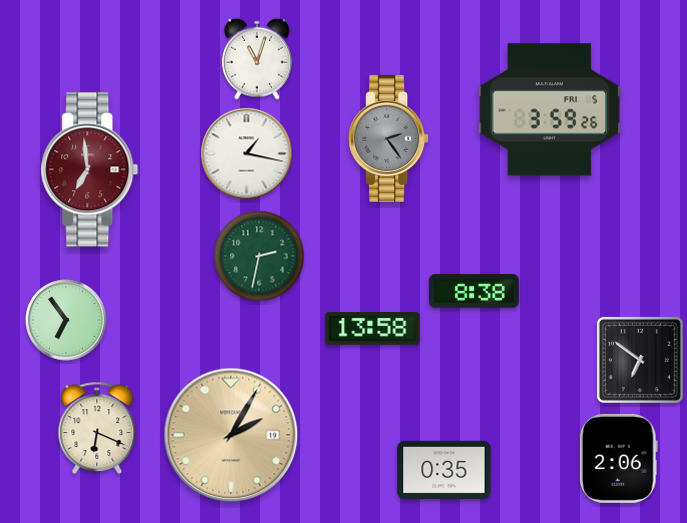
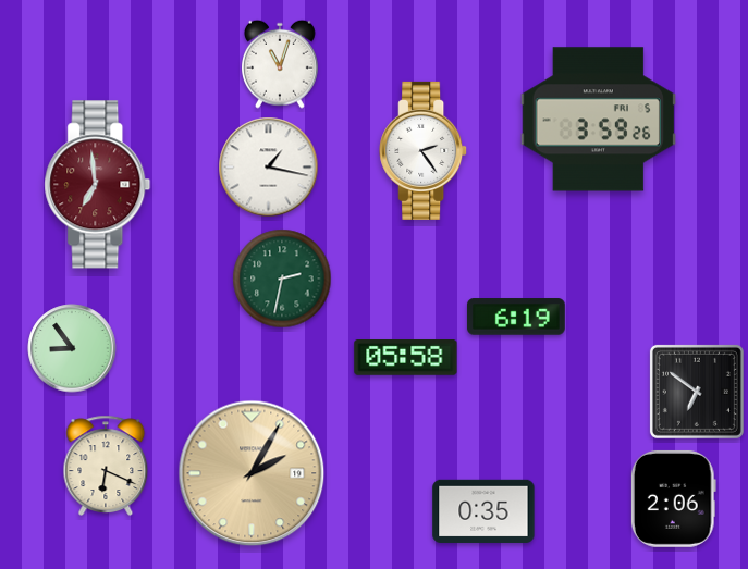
clock at (389, 138) dial: grey -> white
clock at (474, 291): 8:38 -> 6:19
clock at (66, 320): 6:54 -> 8:54
clock at (373, 329): 13:58 -> 05:58
